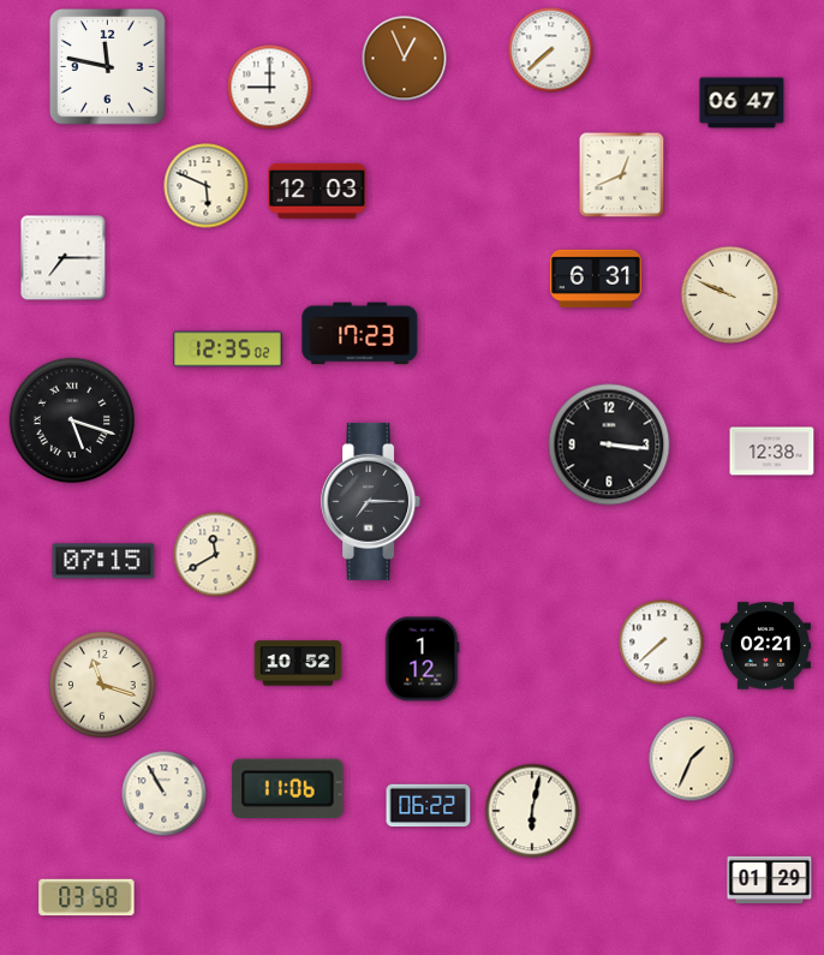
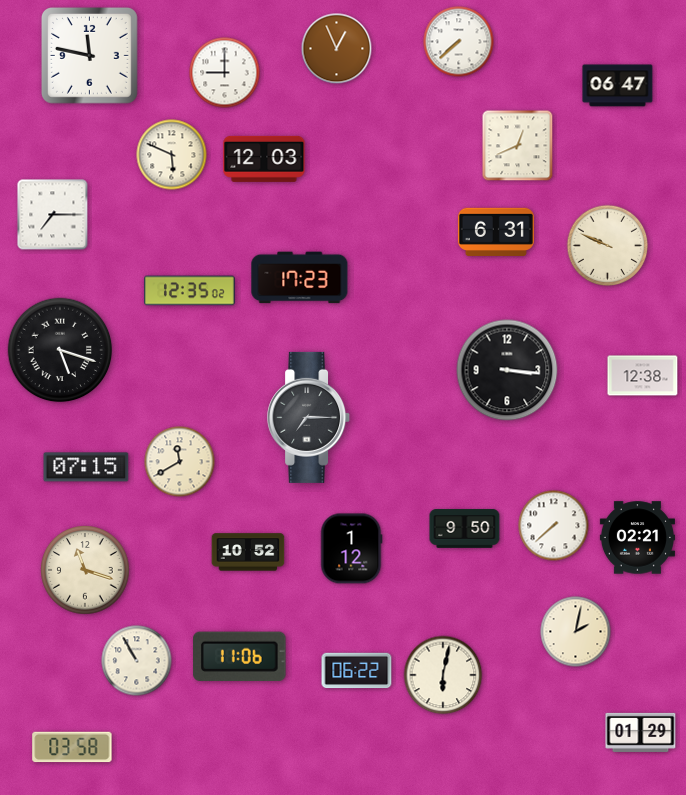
clock at (465, 529): none -> 9:50
clock at (662, 643) position: (662, 643) -> (554, 526)
clock at (692, 759): 1:34 -> 2:02
